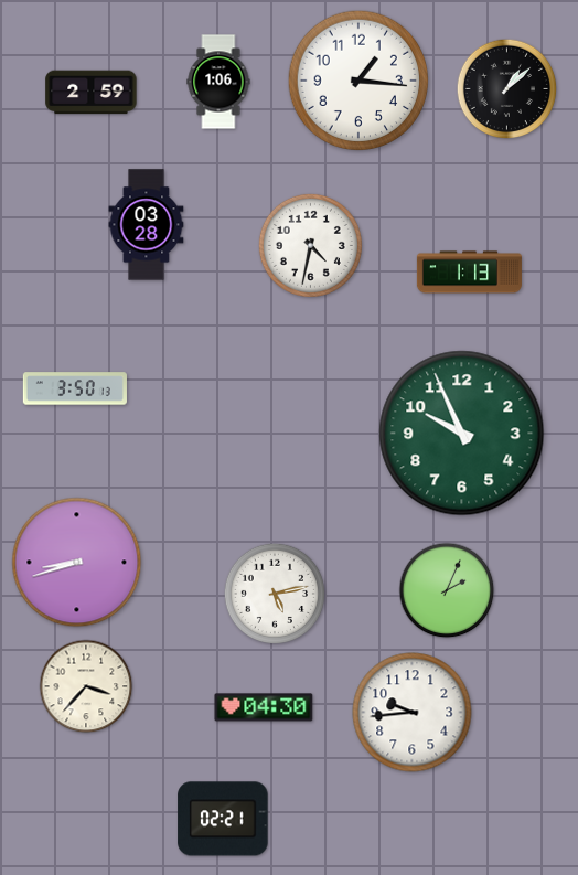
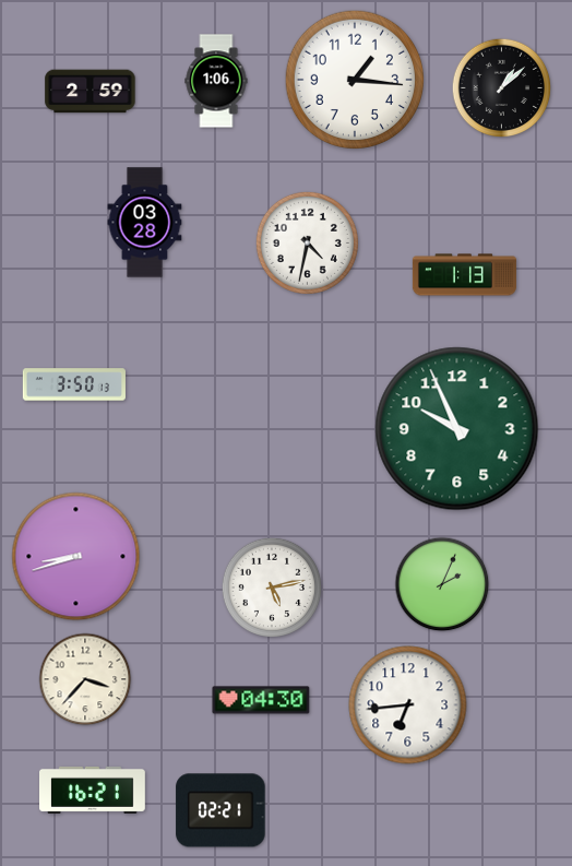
clock at (469, 273) position: (469, 273) -> (464, 275)
clock at (413, 713): 9:44 -> 6:44
clock at (93, 790): none -> 16:21
